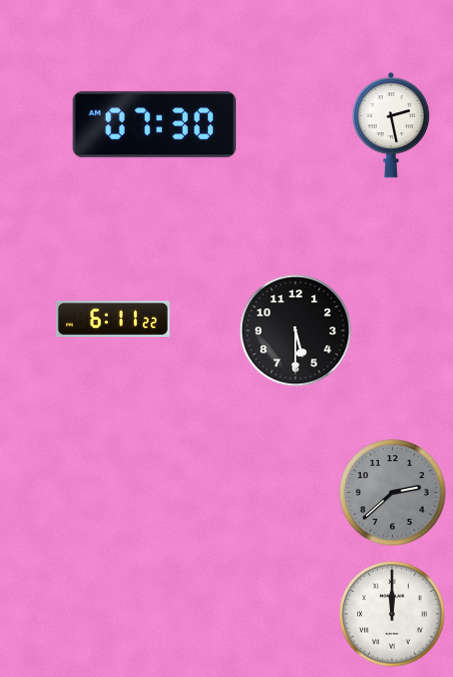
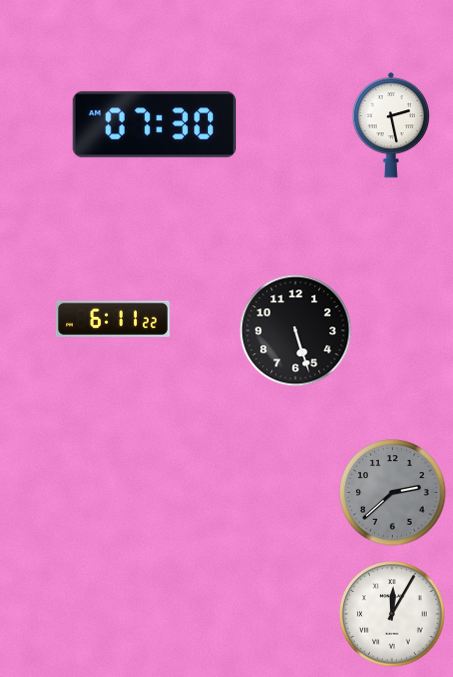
clock at (296, 331): 5:30 -> 5:27
clock at (392, 614): 12:00 -> 12:05
